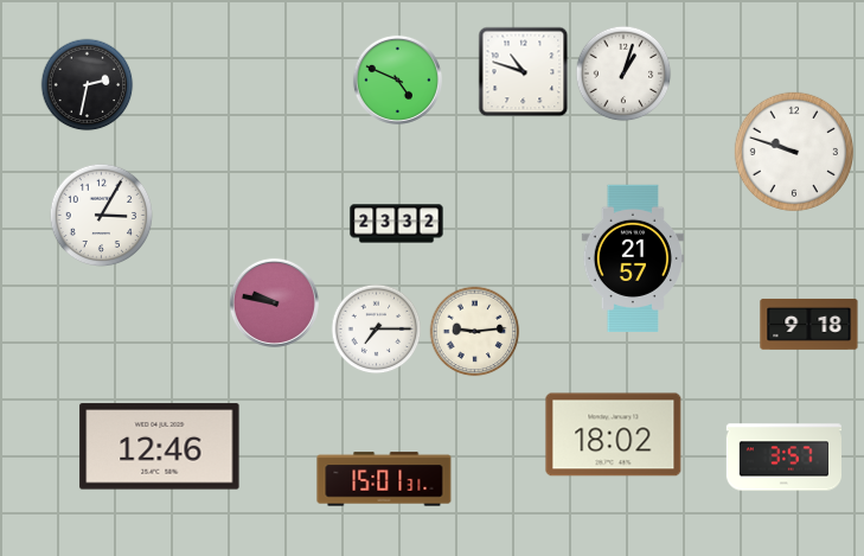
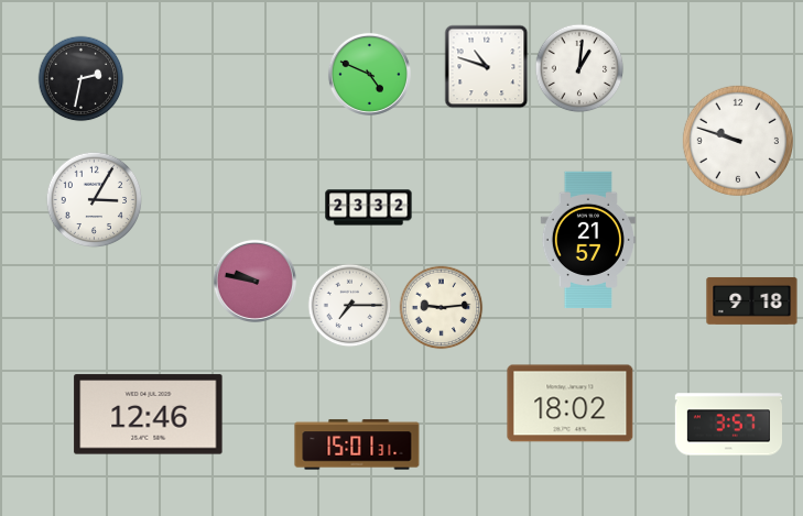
clock at (623, 74): 1:03 -> 1:01
